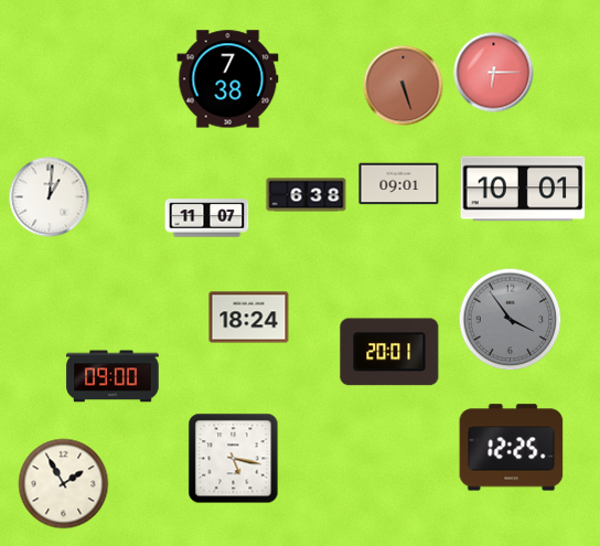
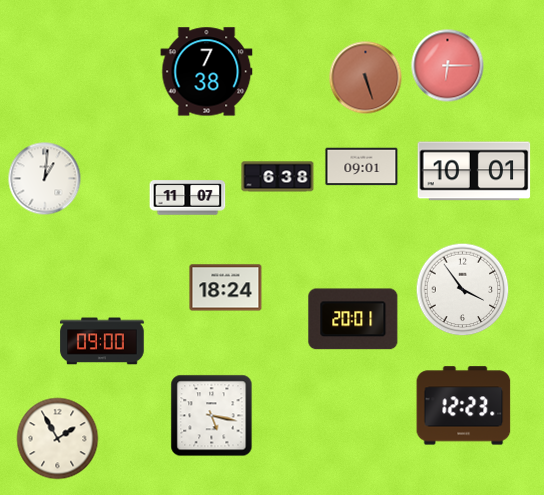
clock at (511, 320) dial: grey -> white
clock at (512, 448): 12:25 -> 12:23
